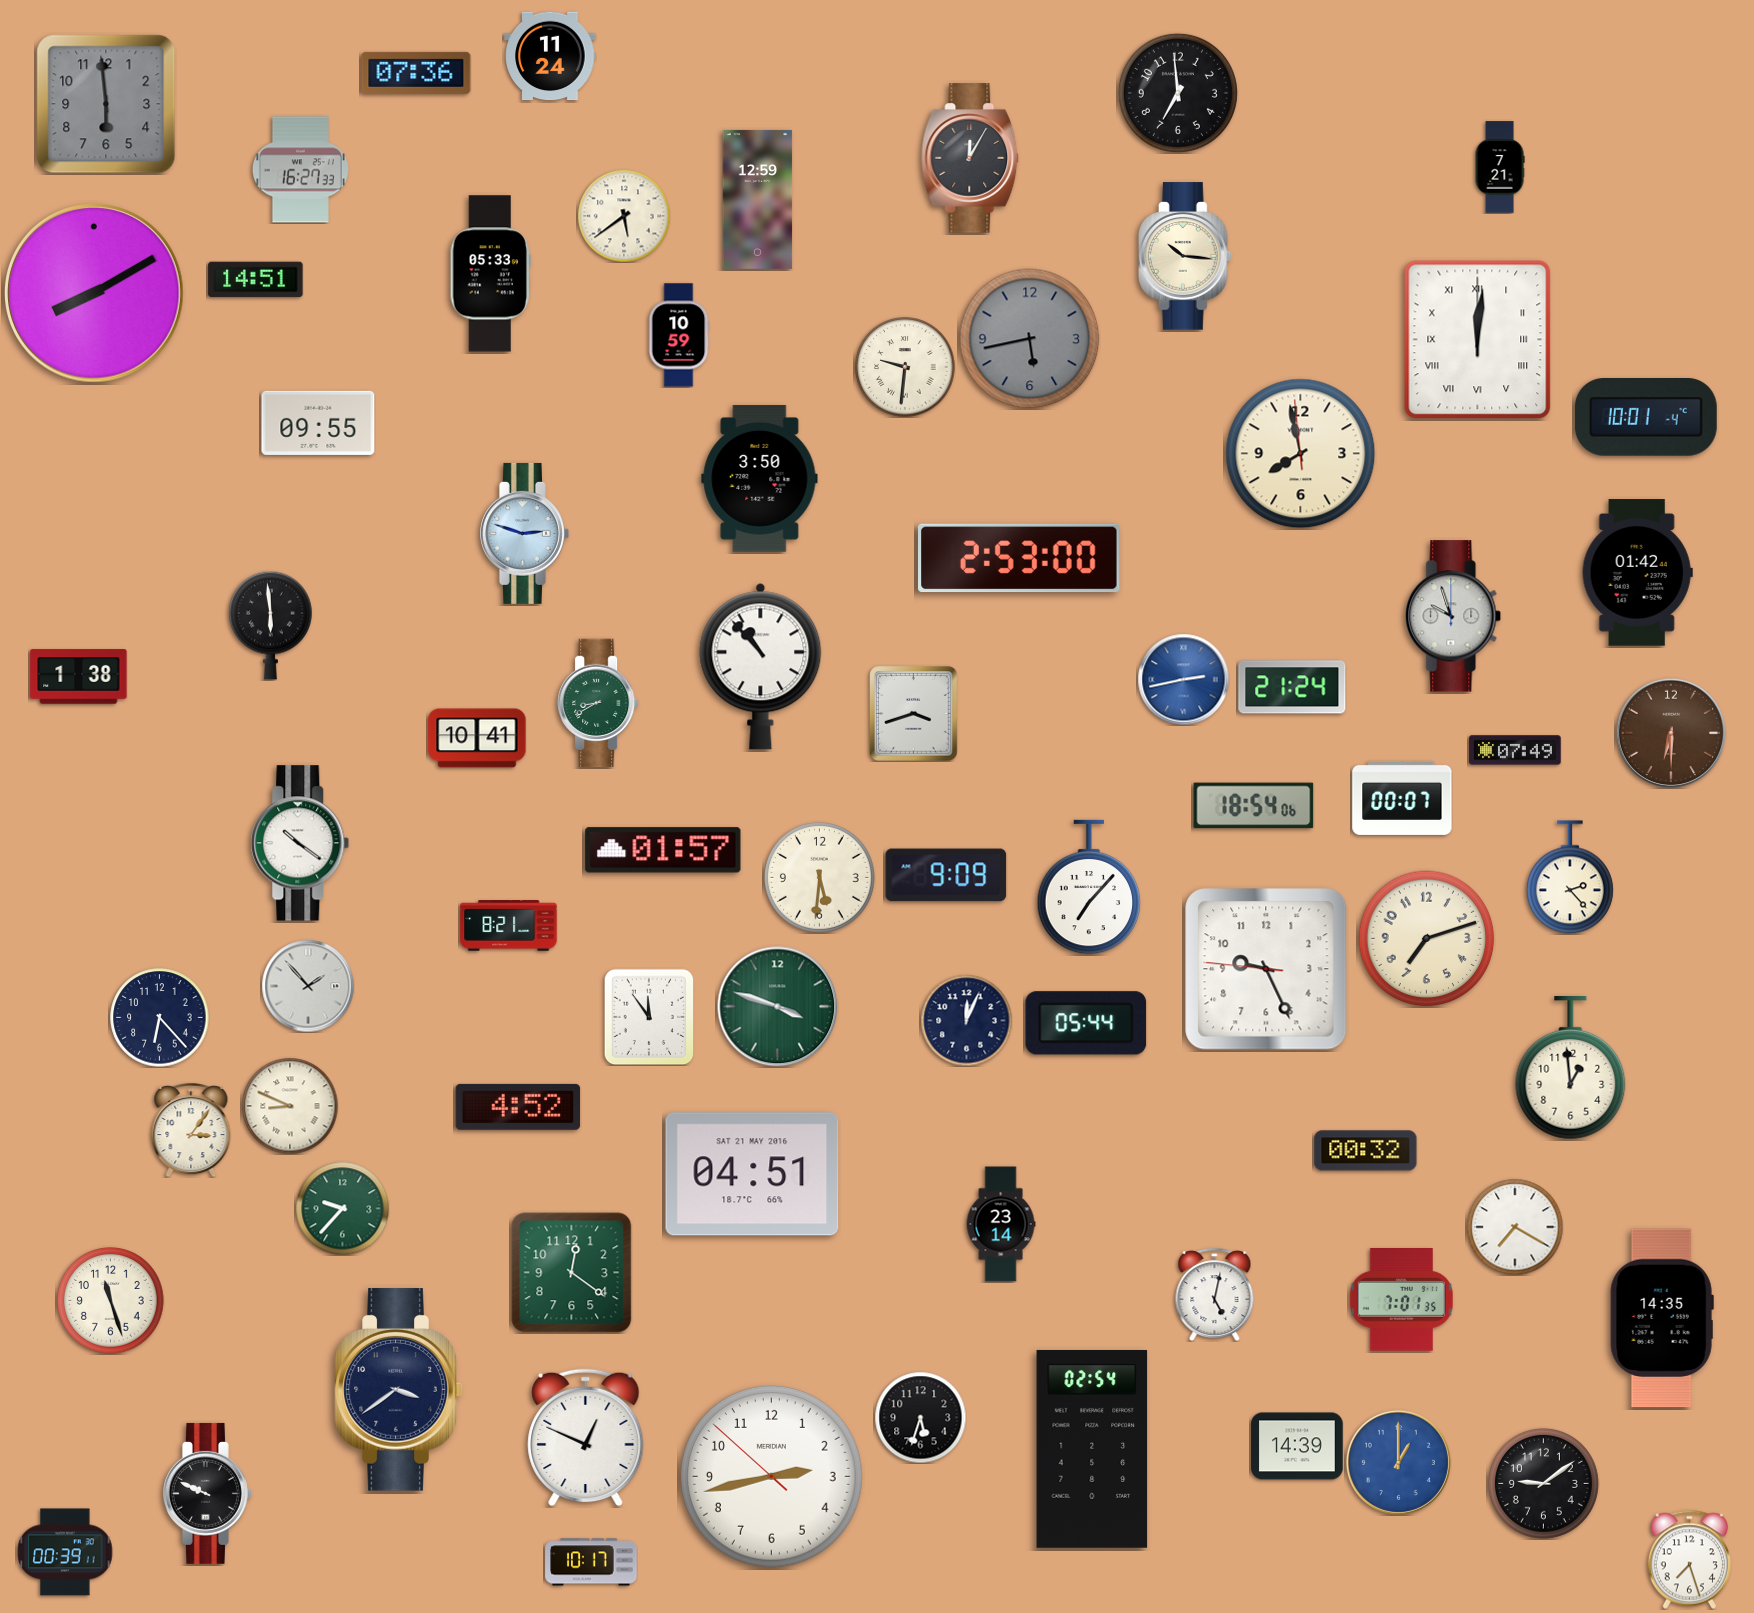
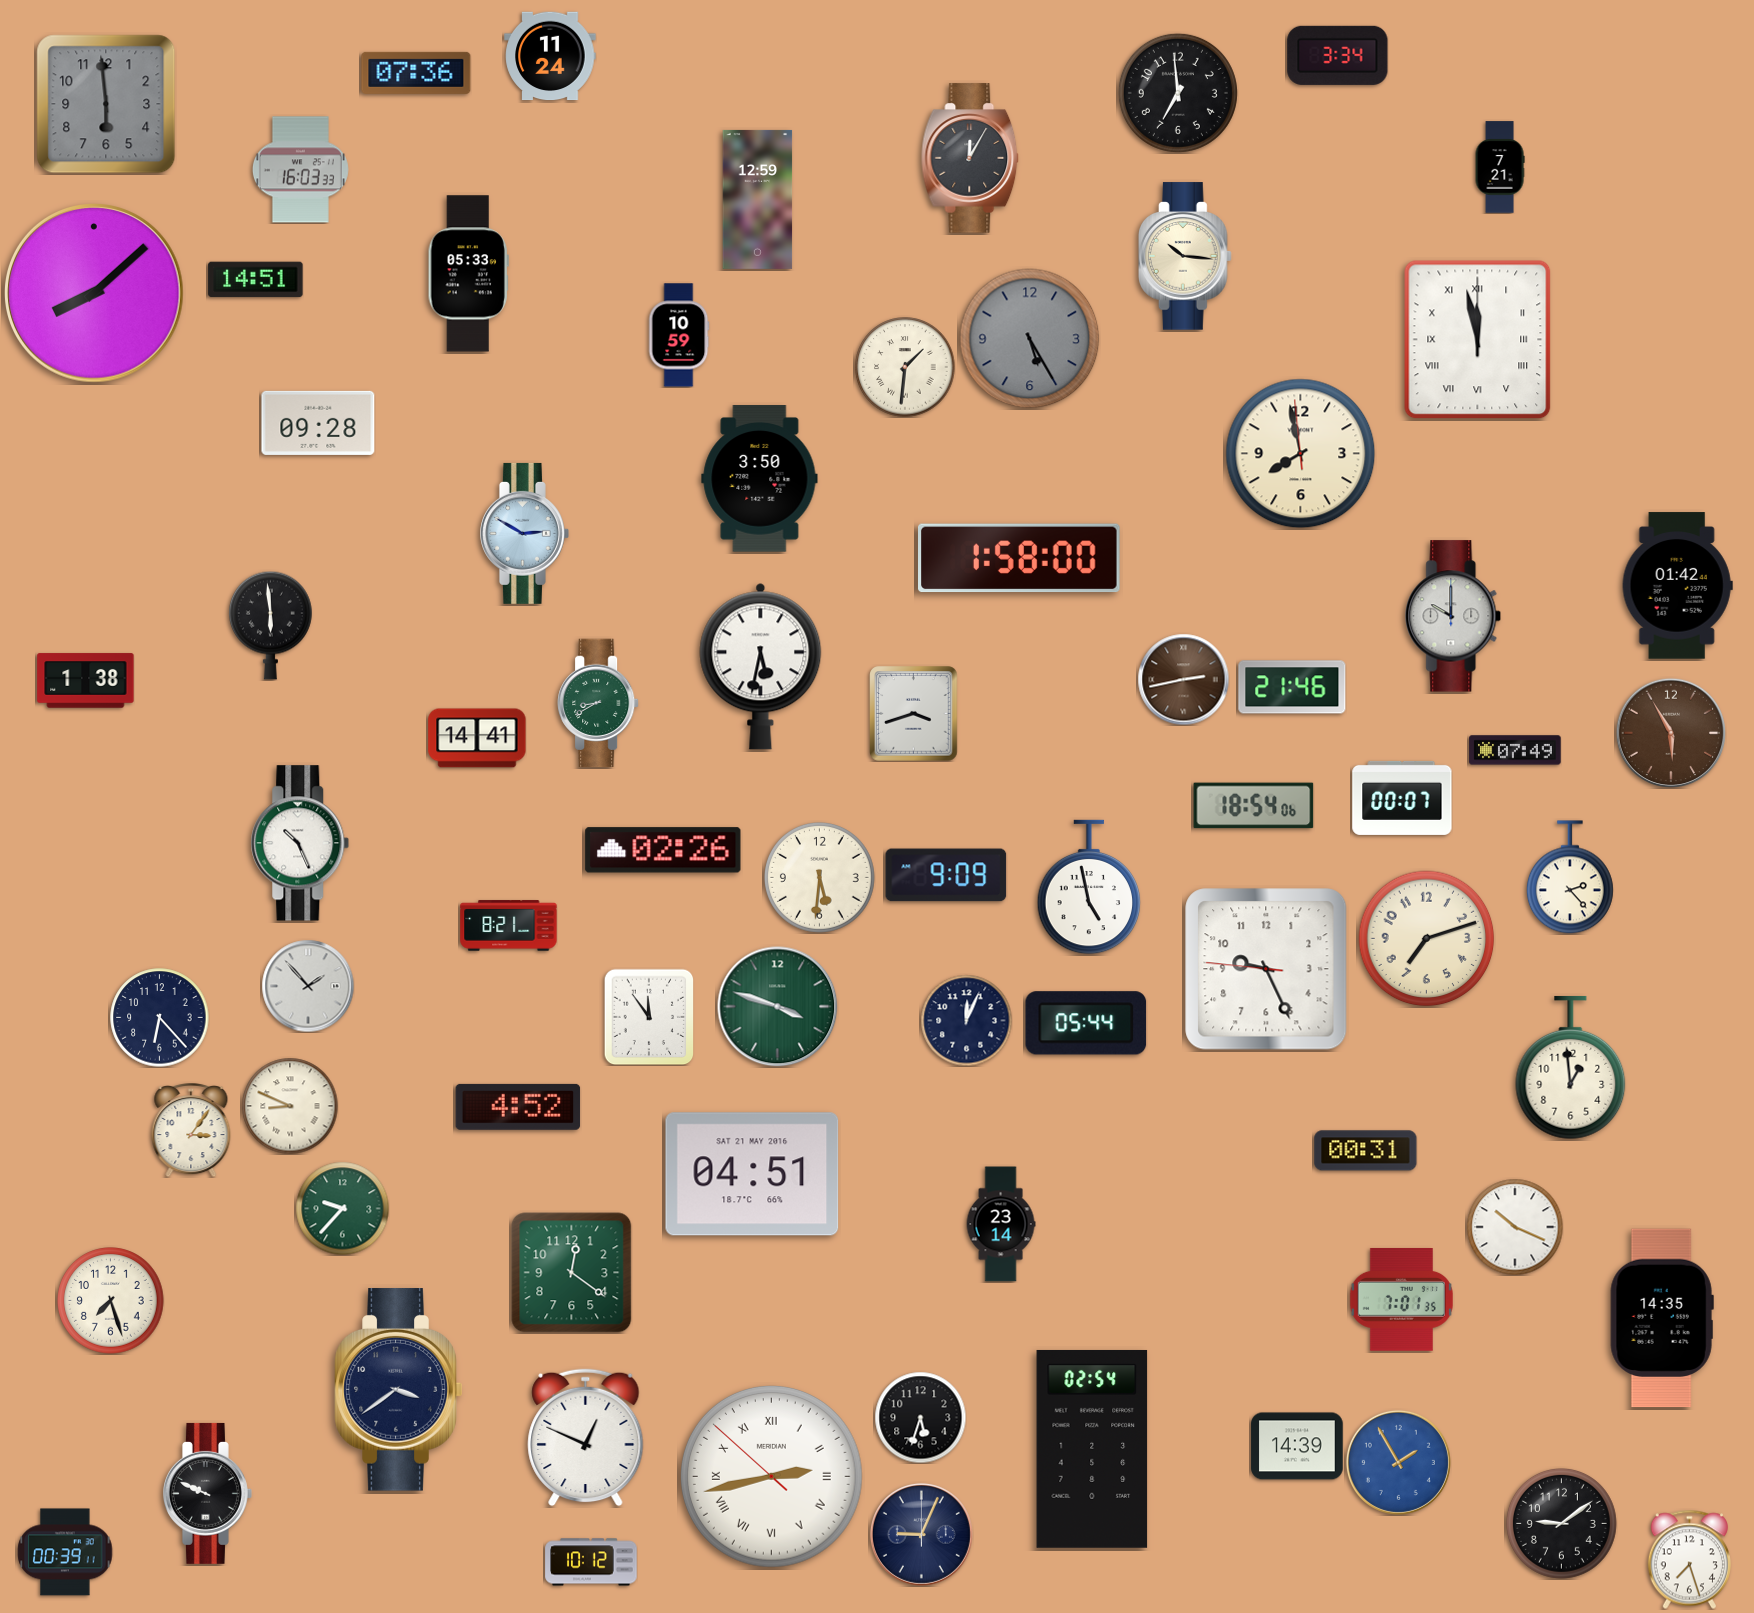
clock at (1338, 55): none -> 3:34
clock at (300, 170): 16:27 -> 16:03
clock at (624, 216): 5:39 -> none
clock at (490, 274) position: (490, 274) -> (468, 274)
clock at (95, 294): 8:10 -> 8:08
clock at (1030, 339): 5:43 -> 5:25
clock at (1478, 340): 12:01 -> 11:58
clock at (905, 367): 9:31 -> 1:31
clock at (1646, 417): 10:01 -> none
clock at (318, 423): 09:55 -> 09:28
clock at (525, 533): 2:48 -> 2:50
clock at (1020, 558): 2:53 -> 1:58
clock at (1637, 573) position: (1637, 573) -> (1677, 586)
clock at (1454, 616): 9:57 -> 10:00
clock at (761, 666): 10:53 -> 5:32
clock at (79, 677) position: (79, 677) -> (86, 681)
clock at (1183, 679) dial: blue -> brown
clock at (1292, 687): 21:24 -> 21:46
clock at (1670, 732): 6:30 -> 5:55
clock at (477, 738): 10:41 -> 14:41
clock at (300, 843): 10:21 -> 10:26
clock at (663, 850): 01:57 -> 02:26
clock at (1089, 887): 7:07 -> 4:58
clock at (1366, 1151): 00:32 -> 00:31
clock at (1515, 1227): 7:20 -> 10:19
clock at (1215, 1294): 5:02 -> none
clock at (111, 1301): 11:27 -> 7:27
clock at (1398, 1462): 1:00 -> 1:55
clock at (772, 1477) numerals: Arabic -> Roman
clock at (1543, 1483) position: (1543, 1483) -> (1561, 1523)
clock at (921, 1534): none -> 9:04
clock at (591, 1562): 10:17 -> 10:12
